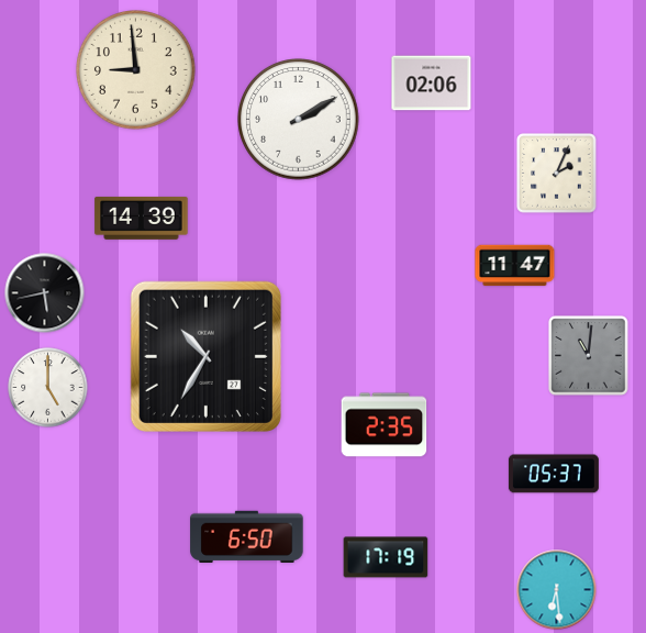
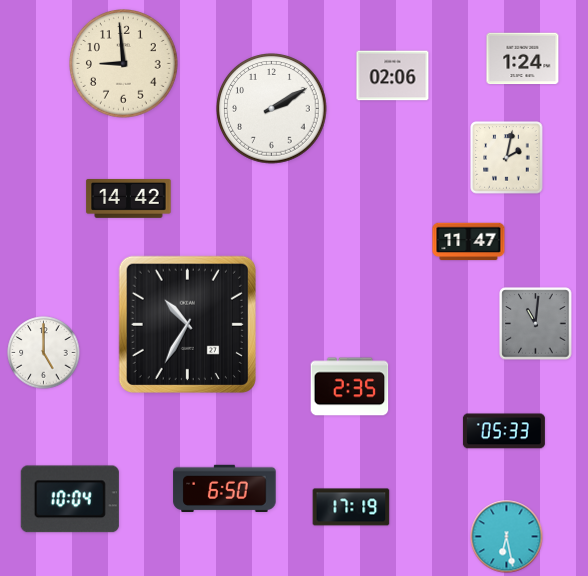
clock at (523, 59): none -> 1:24
clock at (557, 174): 2:04 -> 2:02
clock at (142, 218): 14:39 -> 14:42
clock at (45, 293): 5:43 -> none
clock at (554, 474): 05:37 -> 05:33
clock at (70, 499): none -> 10:04
clock at (557, 590): 6:29 -> 6:28
